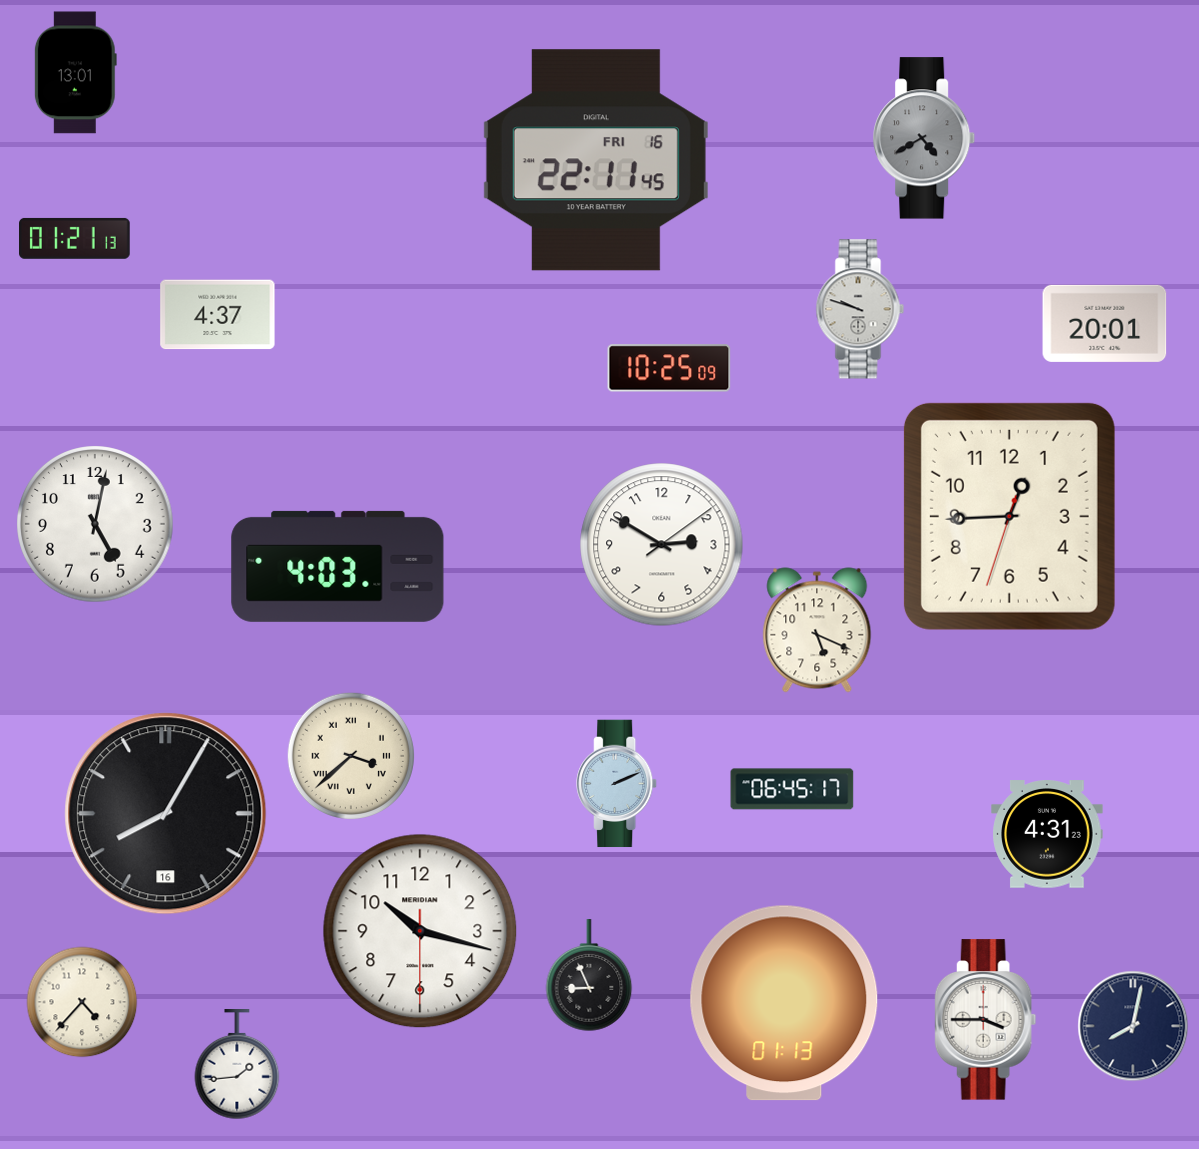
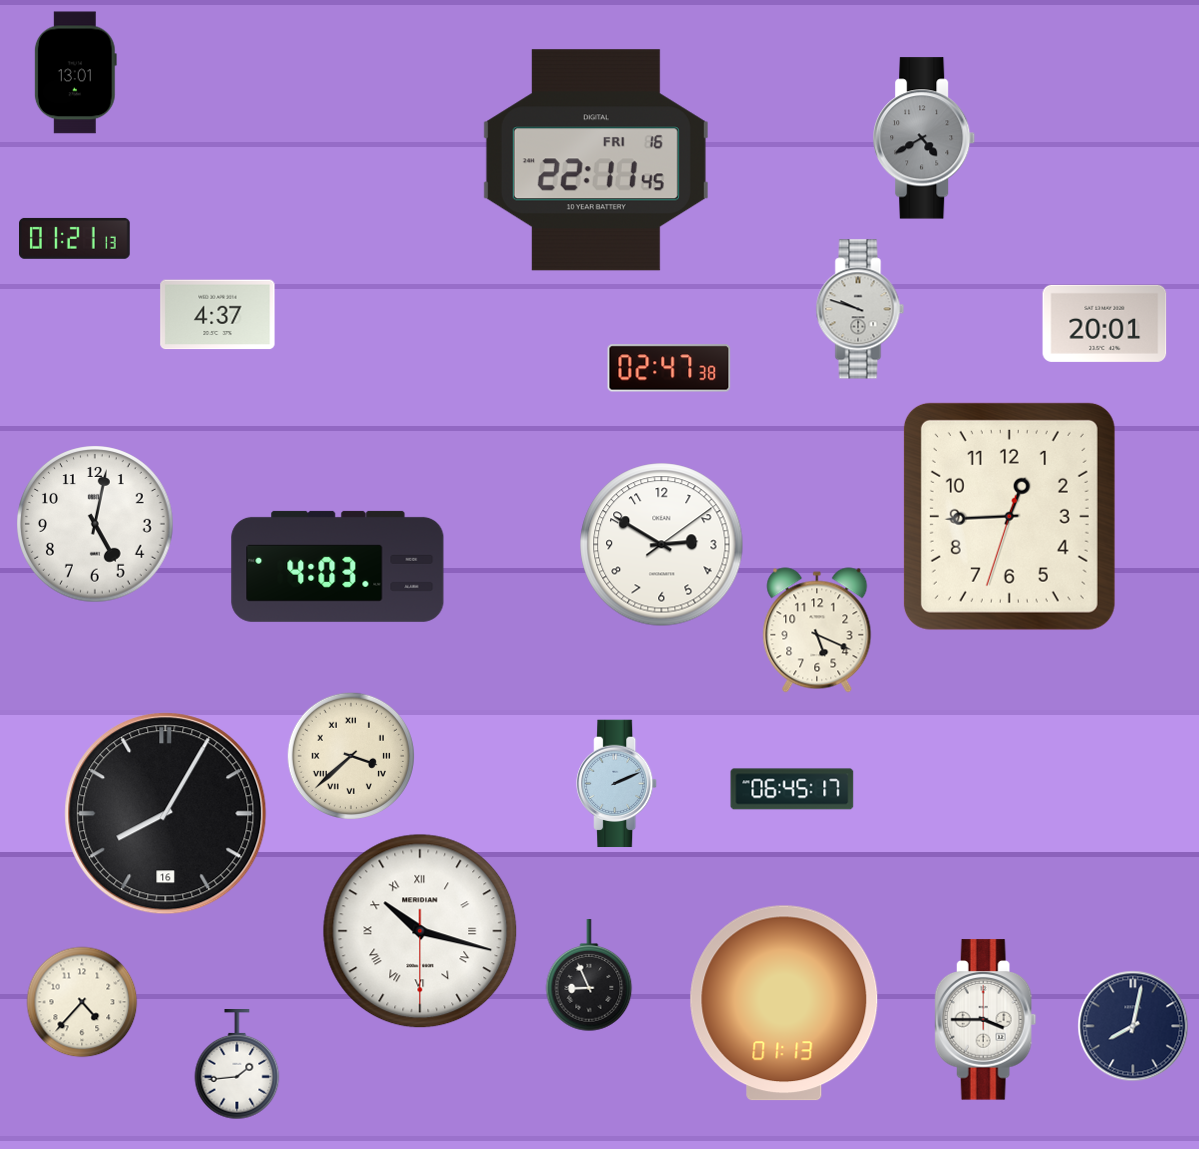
clock at (669, 368): 10:25 -> 02:47
clock at (1047, 834): 4:31 -> none
clock at (420, 931) numerals: Arabic -> Roman
